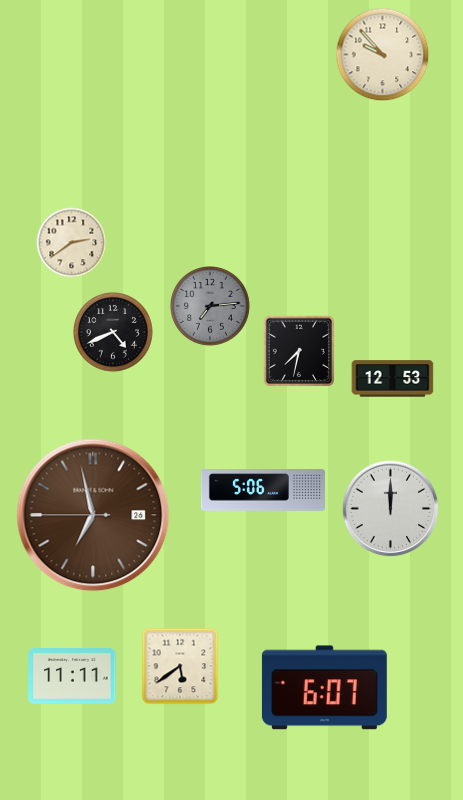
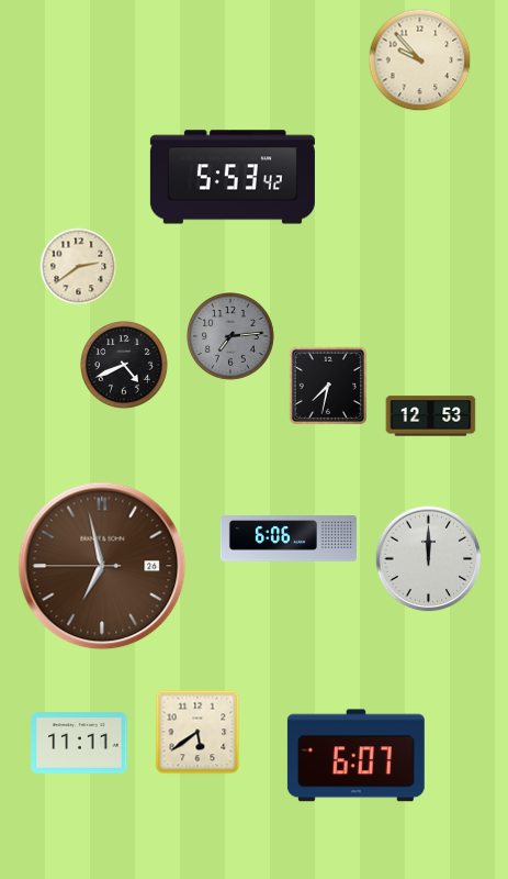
clock at (233, 177): none -> 5:53
clock at (263, 490): 5:06 -> 6:06
